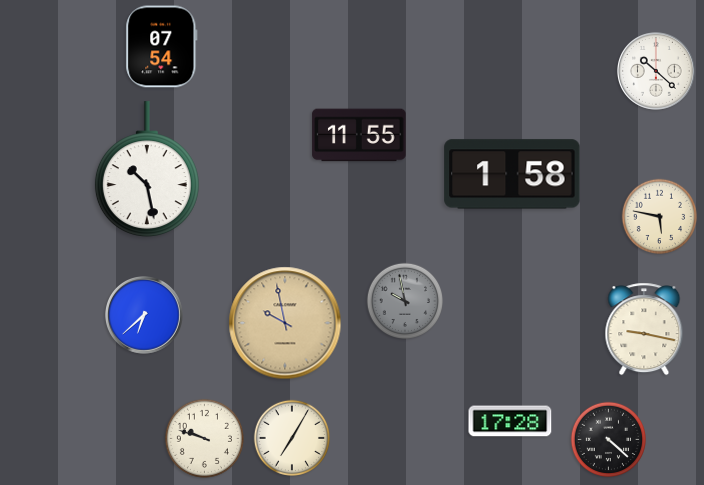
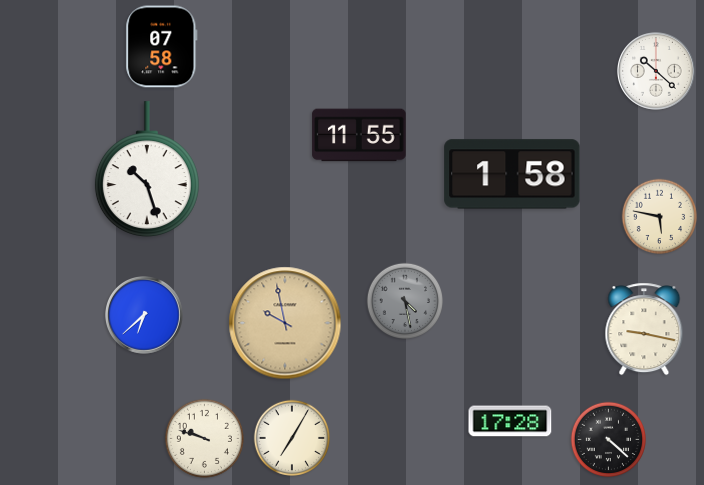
clock at (162, 47): 07:54 -> 07:58
clock at (147, 170): 10:28 -> 10:27
clock at (404, 300): 9:58 -> 4:28
